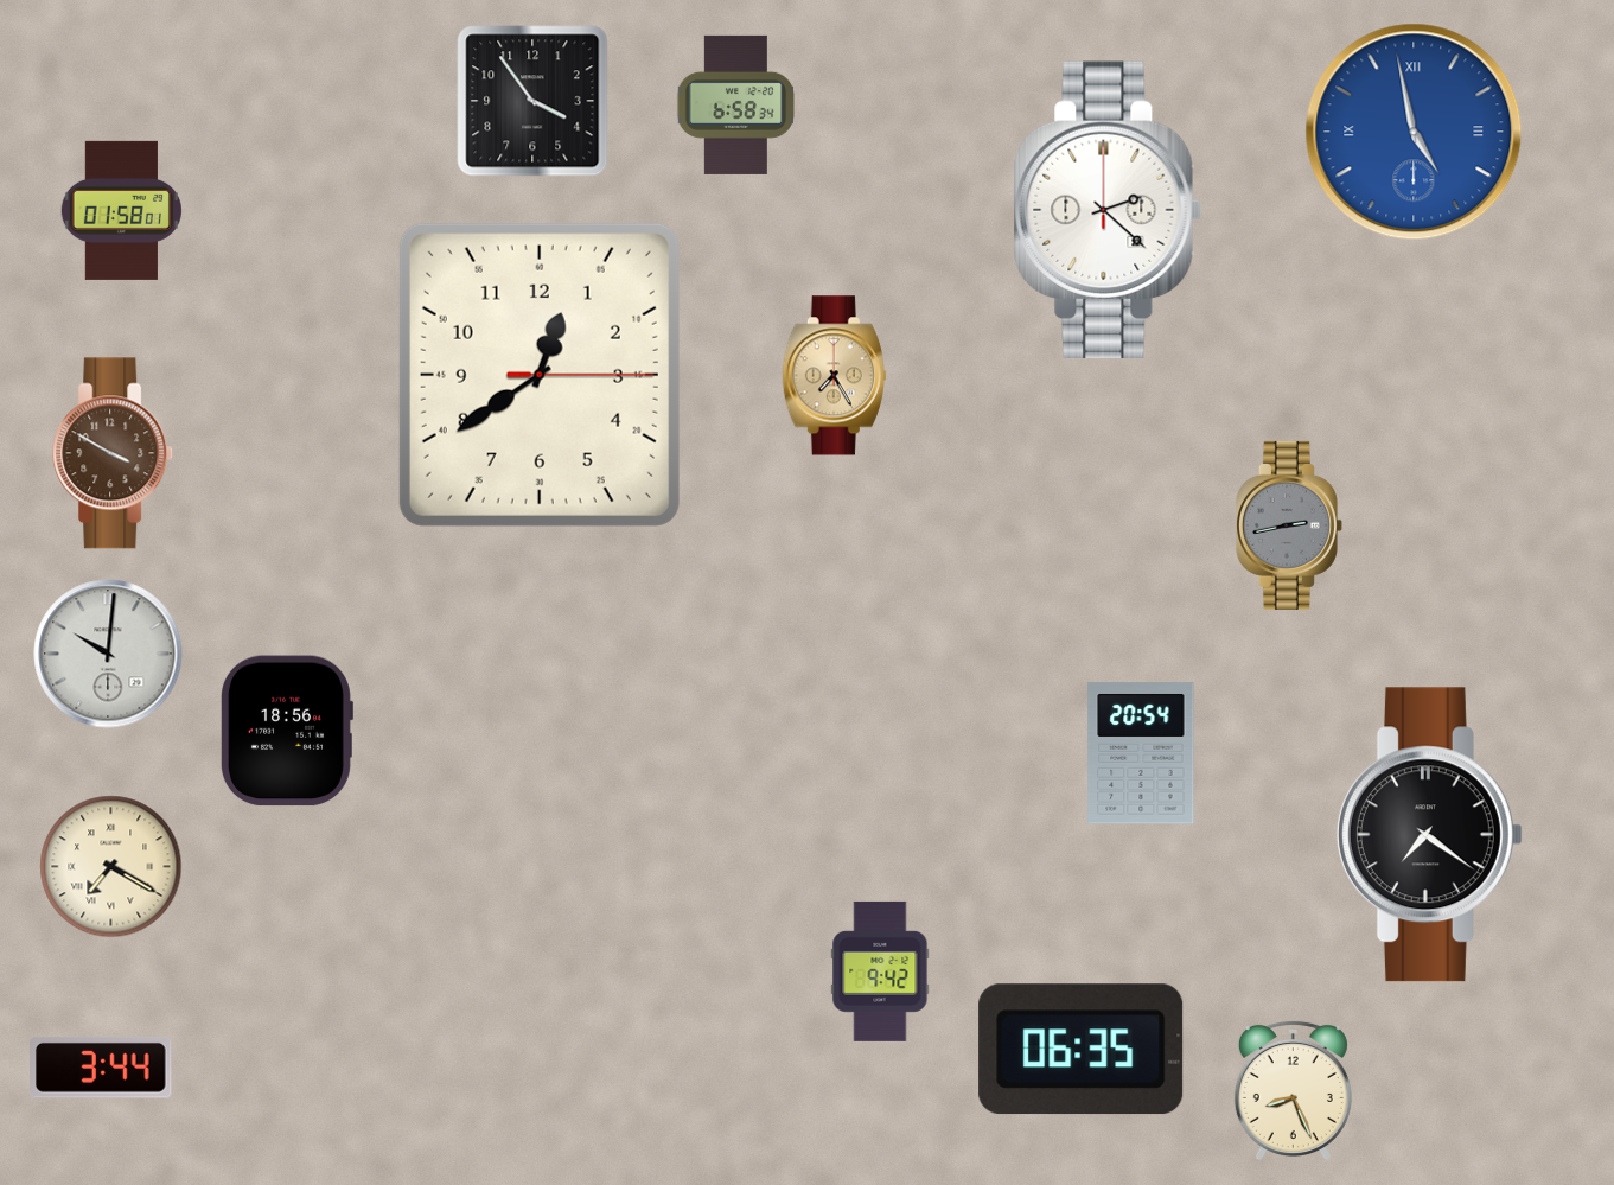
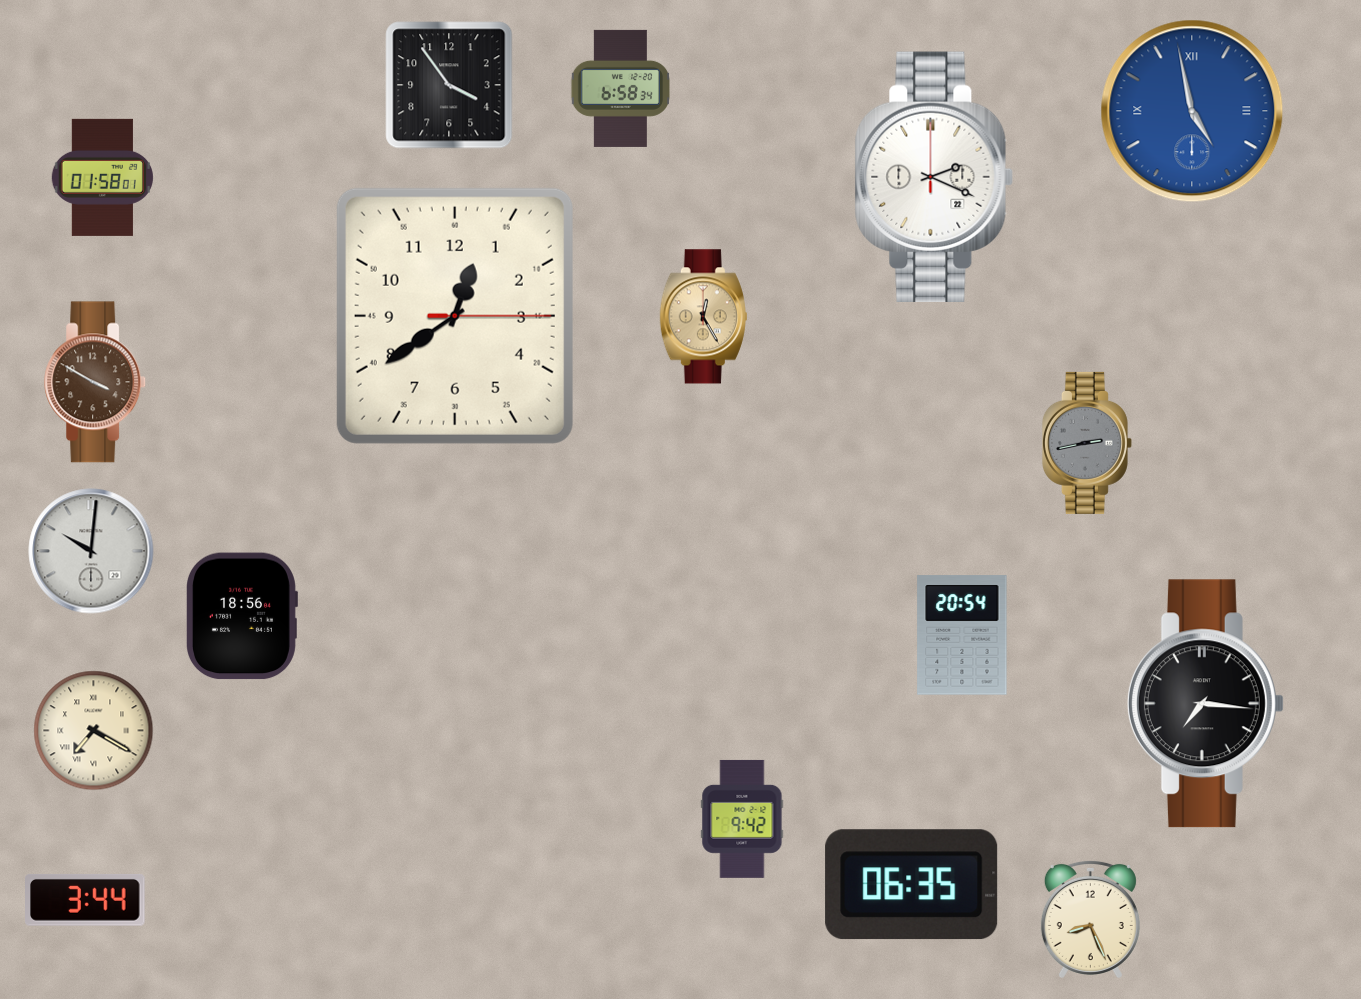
clock at (1108, 210): 2:22 -> 2:19
clock at (834, 376): 7:25 -> 12:25
clock at (1429, 835): 7:21 -> 7:16
